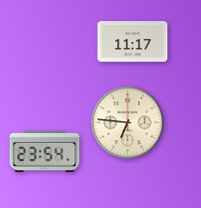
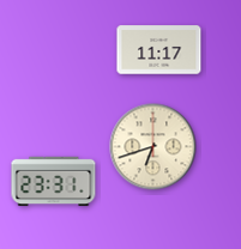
clock at (128, 123): 6:46 -> 6:42
clock at (45, 152): 23:54 -> 23:31
